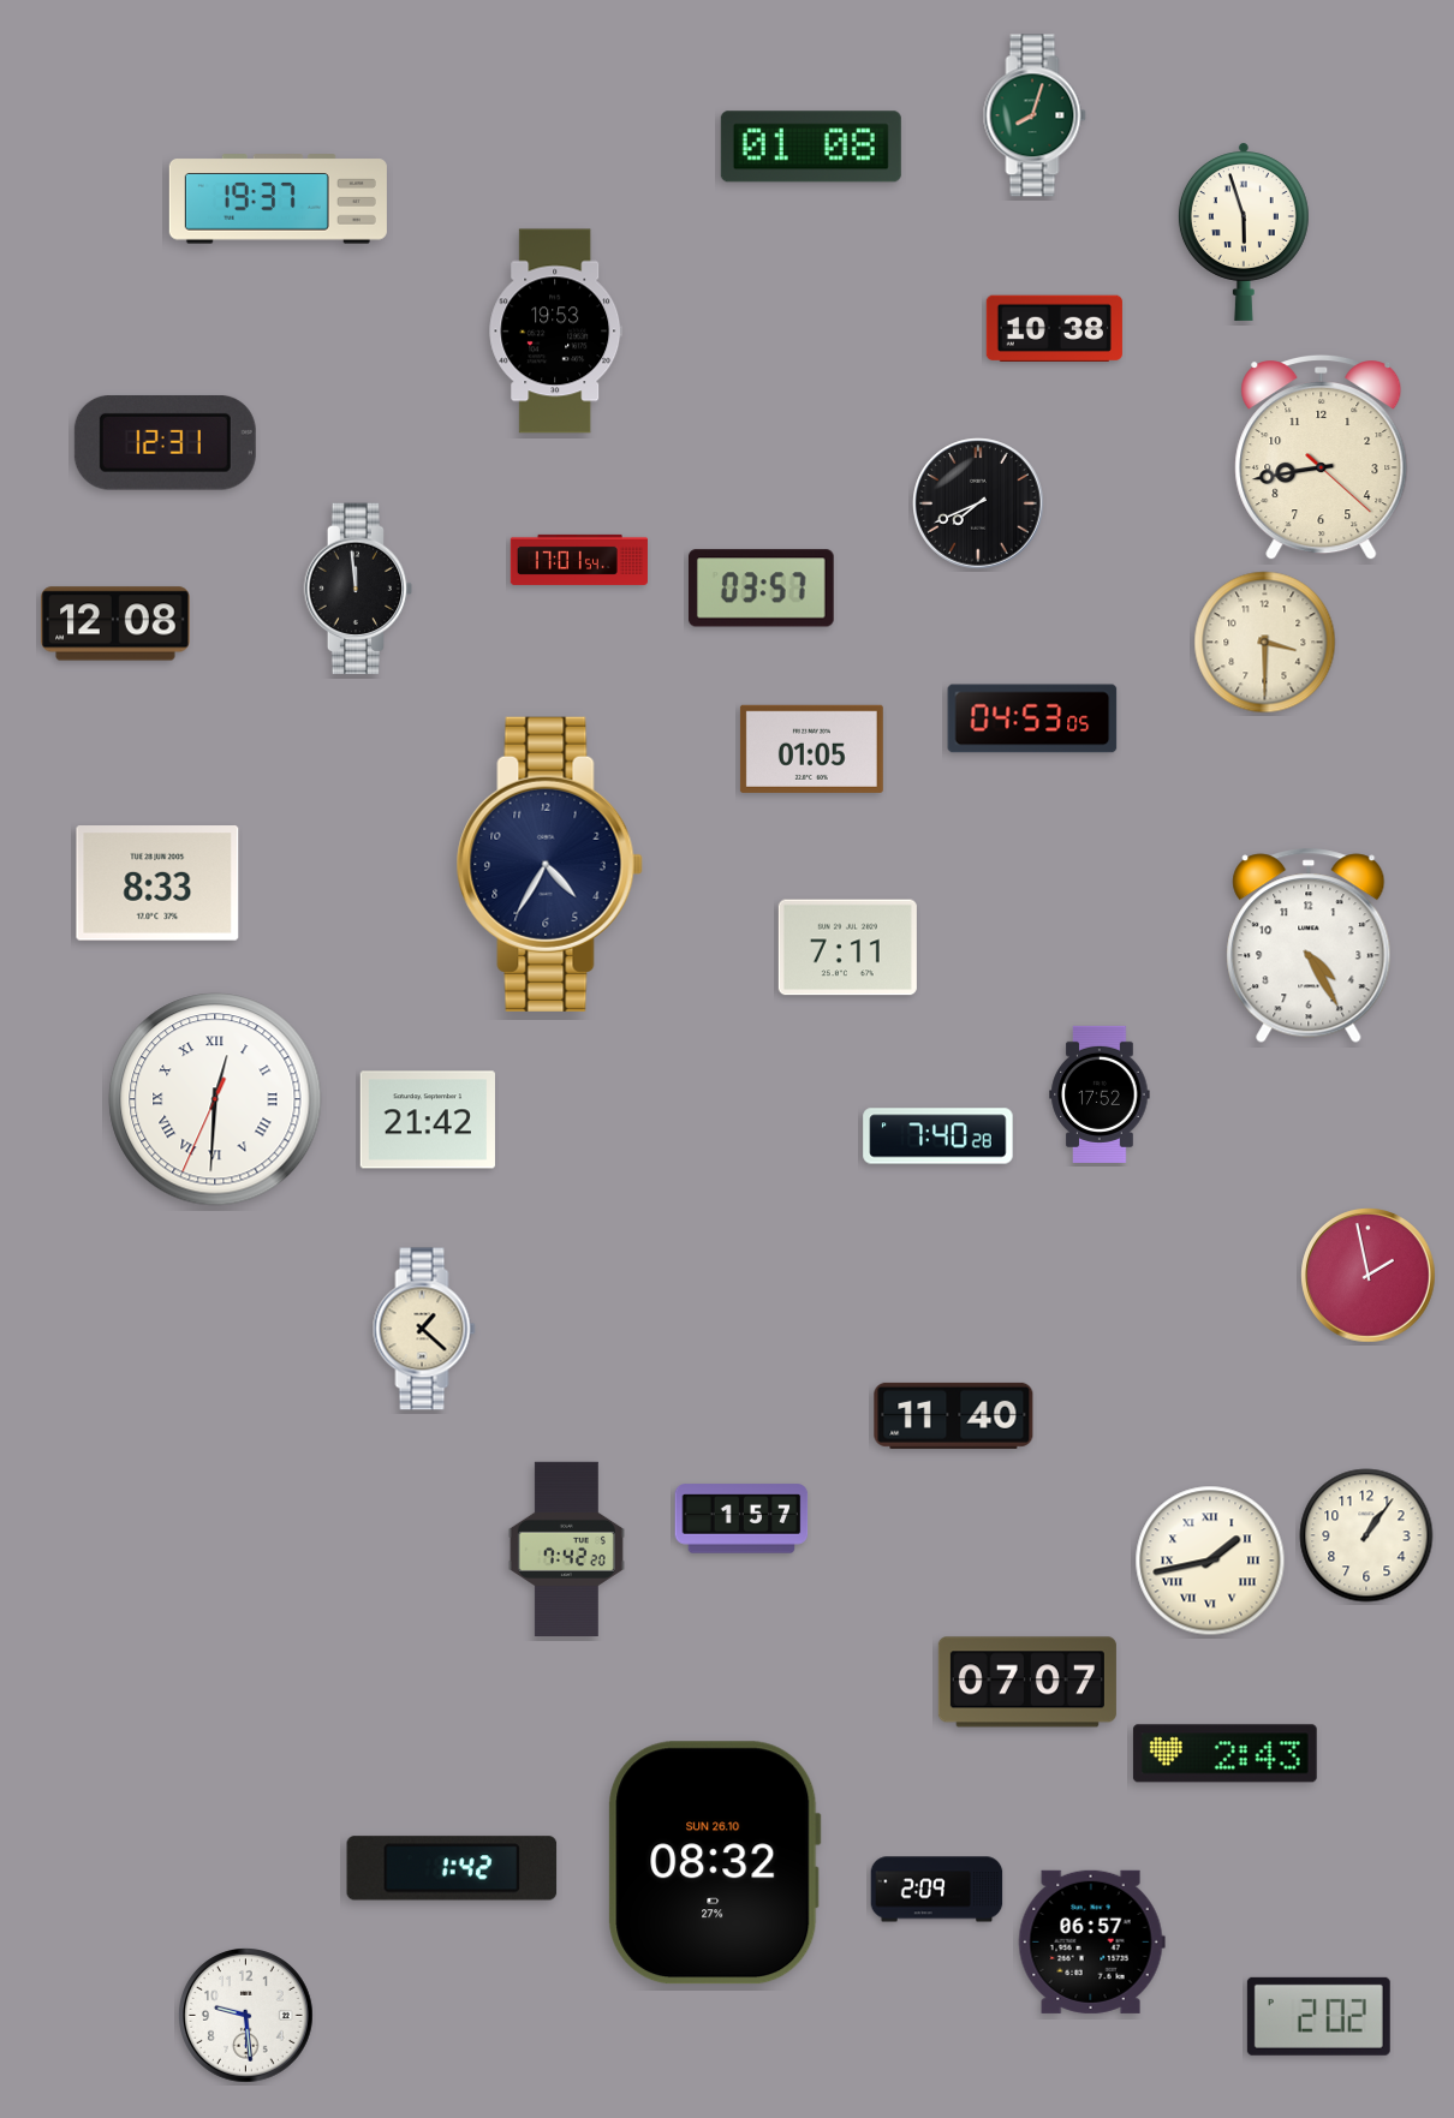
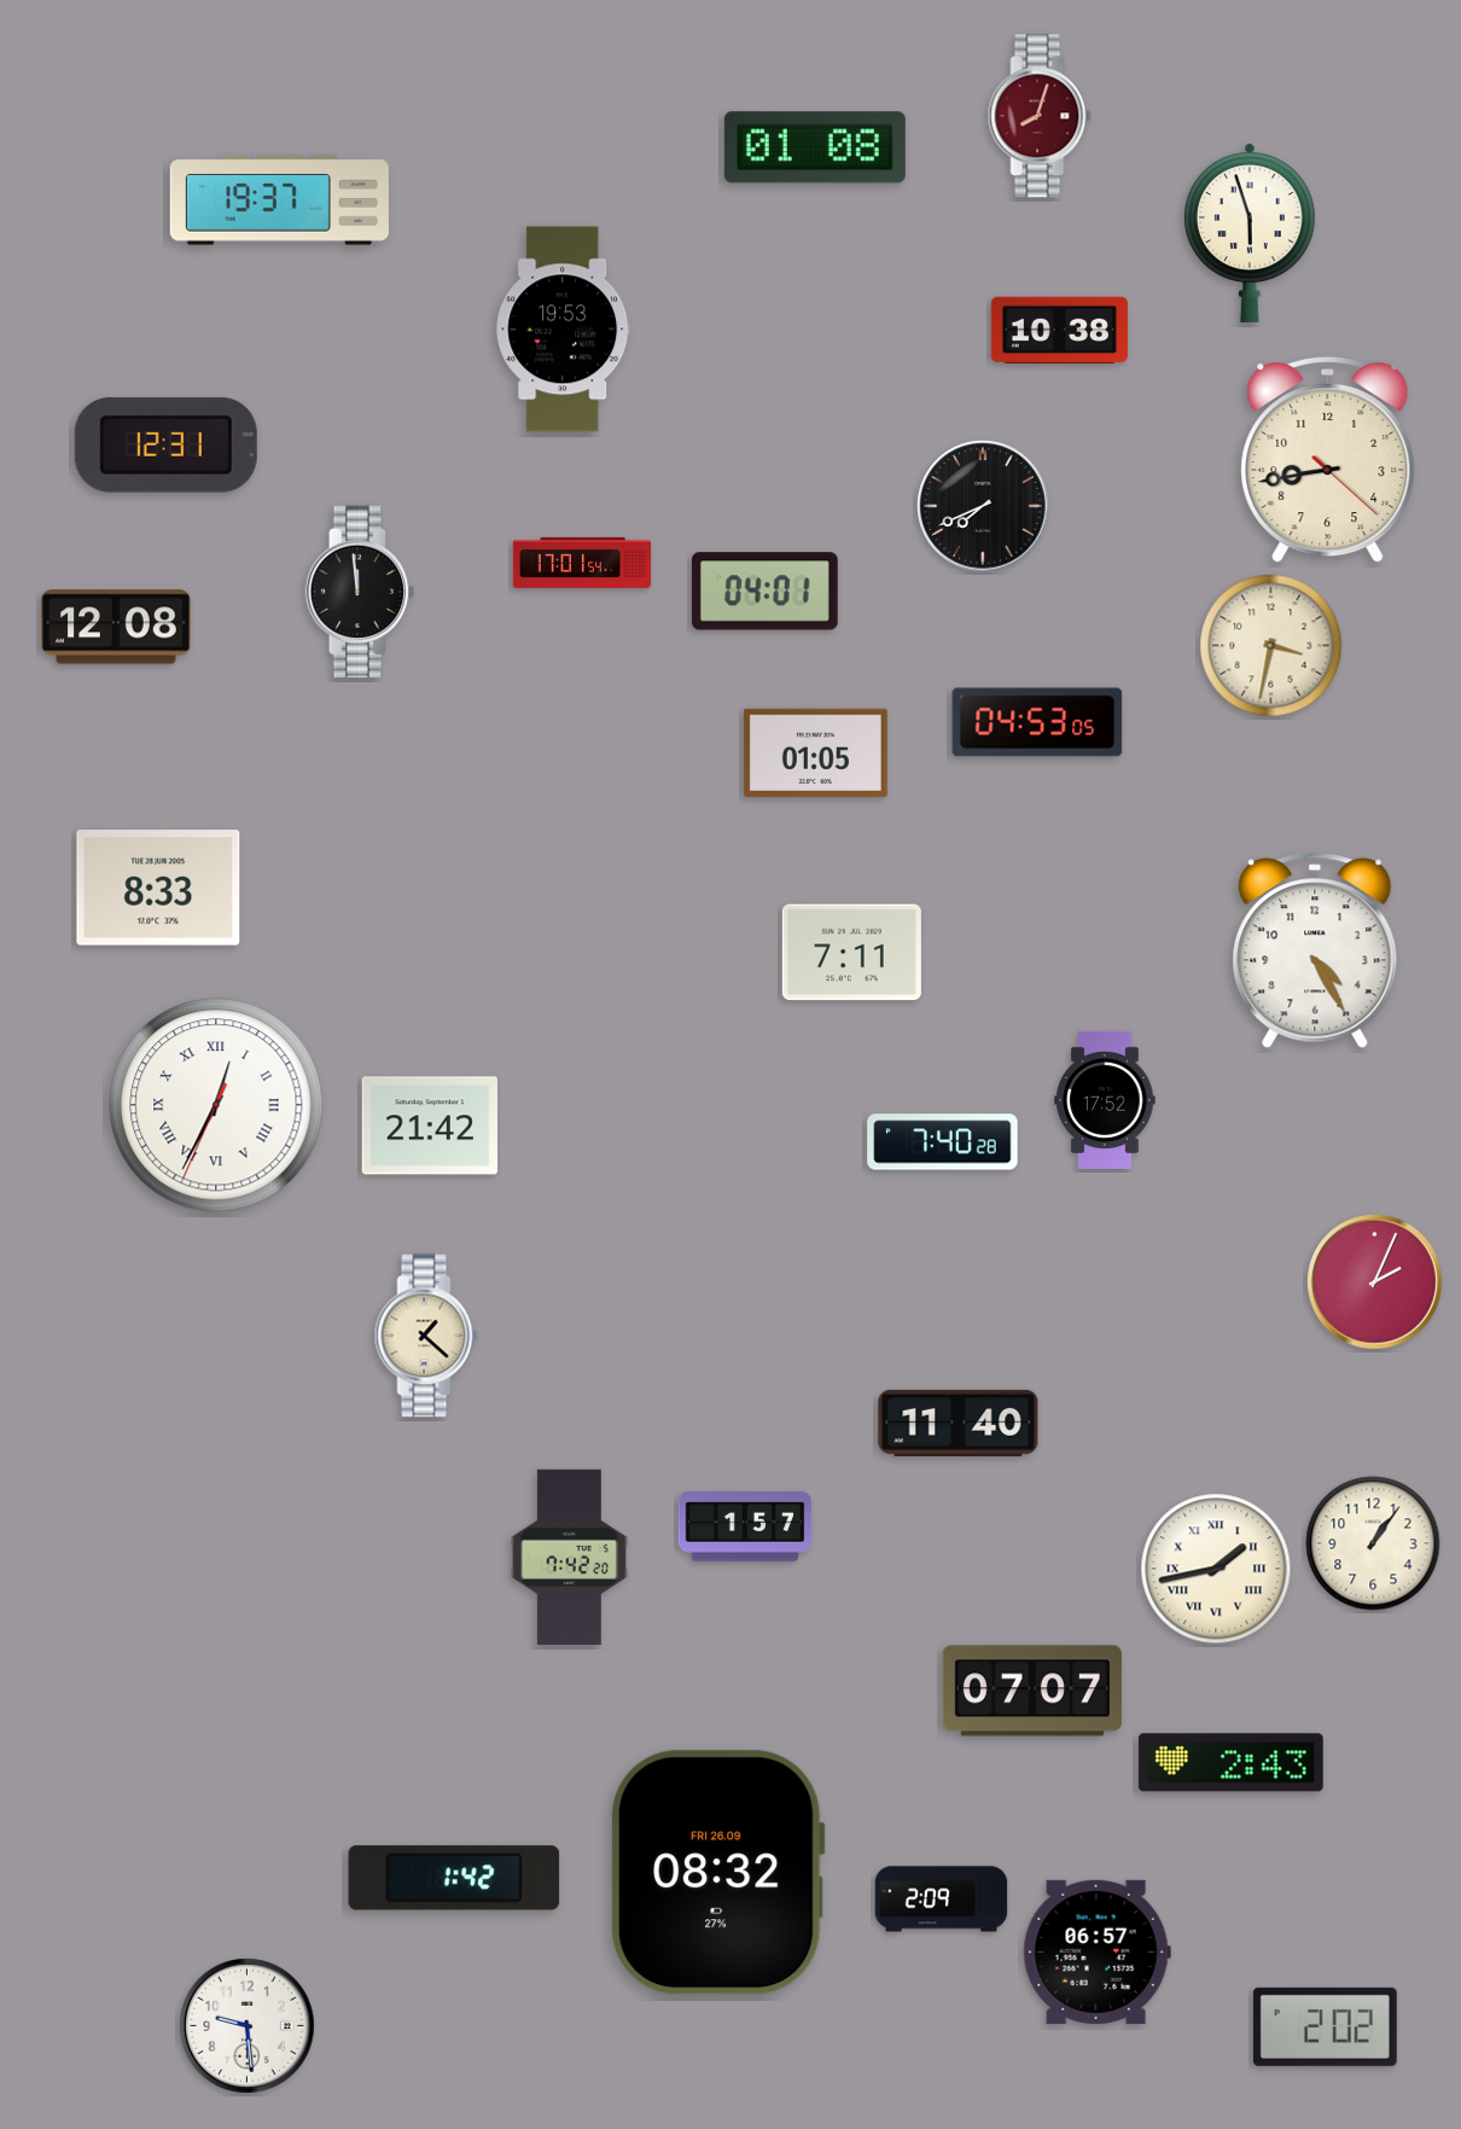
clock at (1035, 115) dial: green -> burgundy
clock at (556, 332) position: (556, 332) -> (564, 330)
clock at (761, 589): 03:57 -> 04:01
clock at (1265, 643): 3:30 -> 3:32
clock at (549, 864): 4:35 -> none
clock at (215, 1099): 12:30 -> 12:34
clock at (1369, 1276): 1:58 -> 2:04
clock at (715, 1863) date: SUN 26.10 -> FRI 26.09
